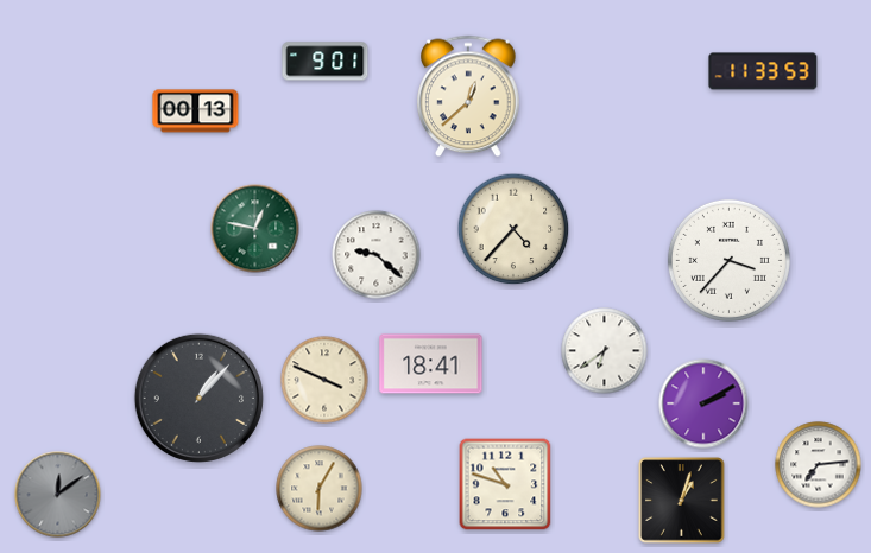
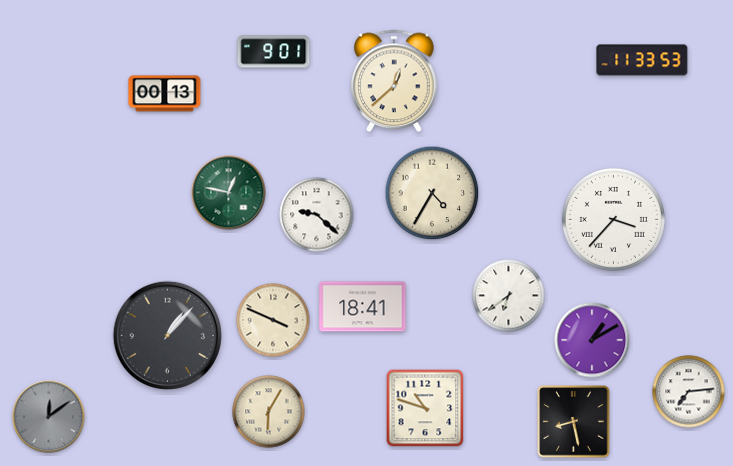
clock at (255, 229) position: (255, 229) -> (229, 193)
clock at (513, 229): 4:37 -> 4:35
clock at (703, 403): 2:10 -> 1:10
clock at (682, 501): 1:03 -> 8:28
